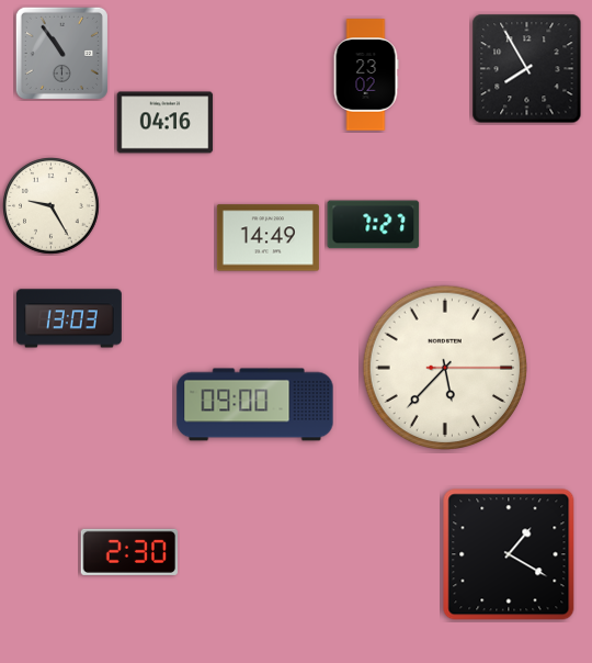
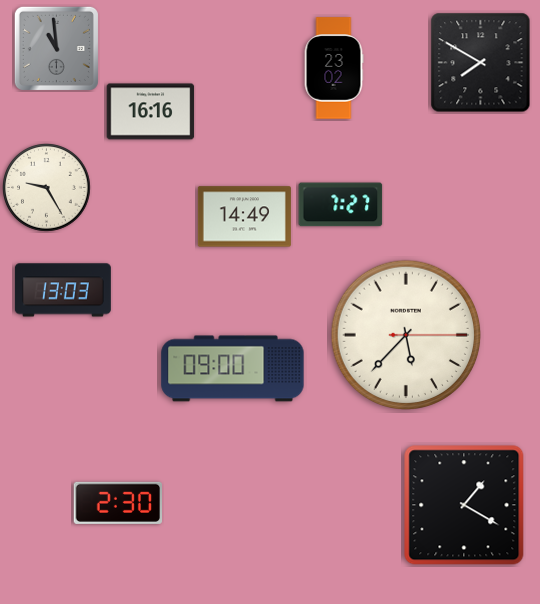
clock at (61, 53): 10:54 -> 10:59
clock at (527, 69): 7:55 -> 7:50
clock at (166, 123): 04:16 -> 16:16
